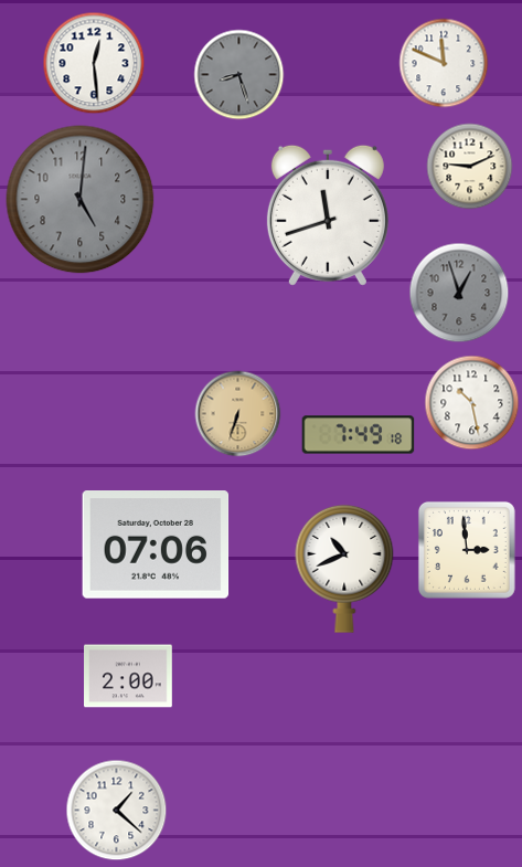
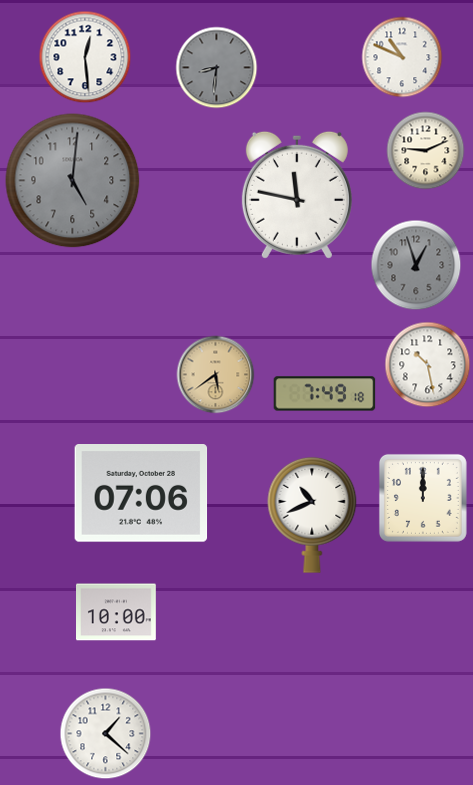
clock at (444, 63): 11:49 -> 10:49
clock at (239, 75): 8:27 -> 8:31
clock at (328, 215): 11:42 -> 11:47
clock at (238, 414): 6:33 -> 5:39
clock at (467, 550): 2:59 -> 12:00
clock at (129, 676): 2:00 -> 10:00
